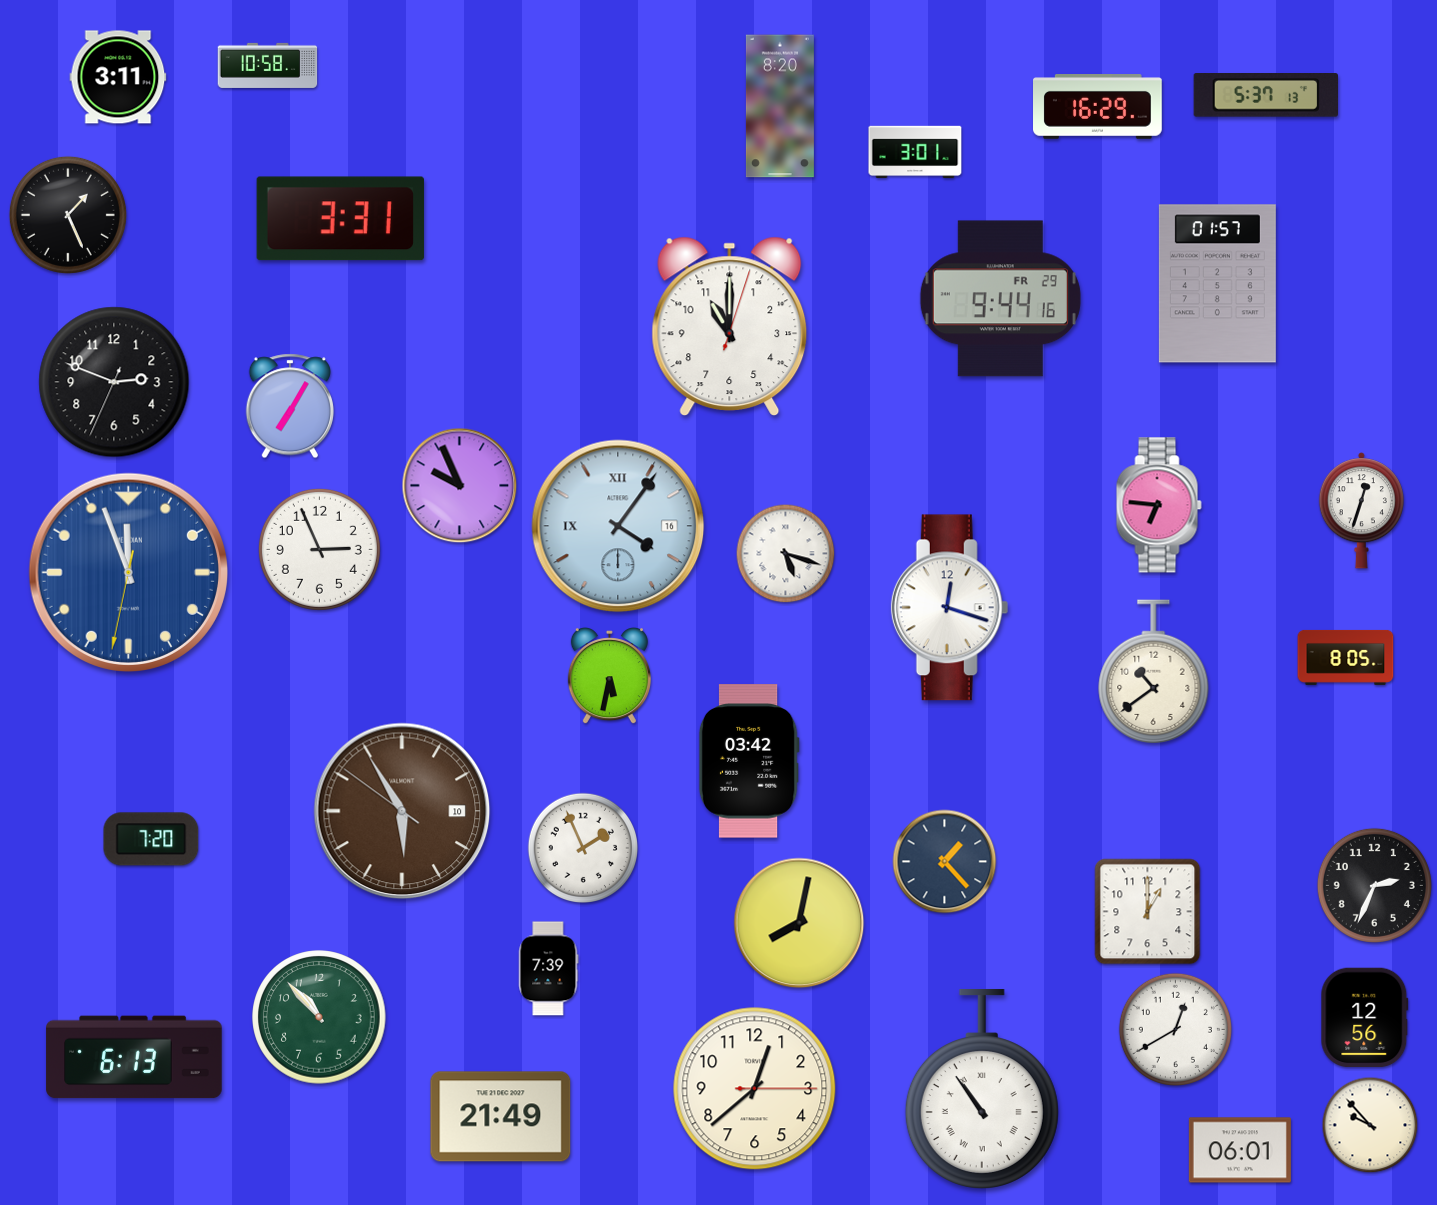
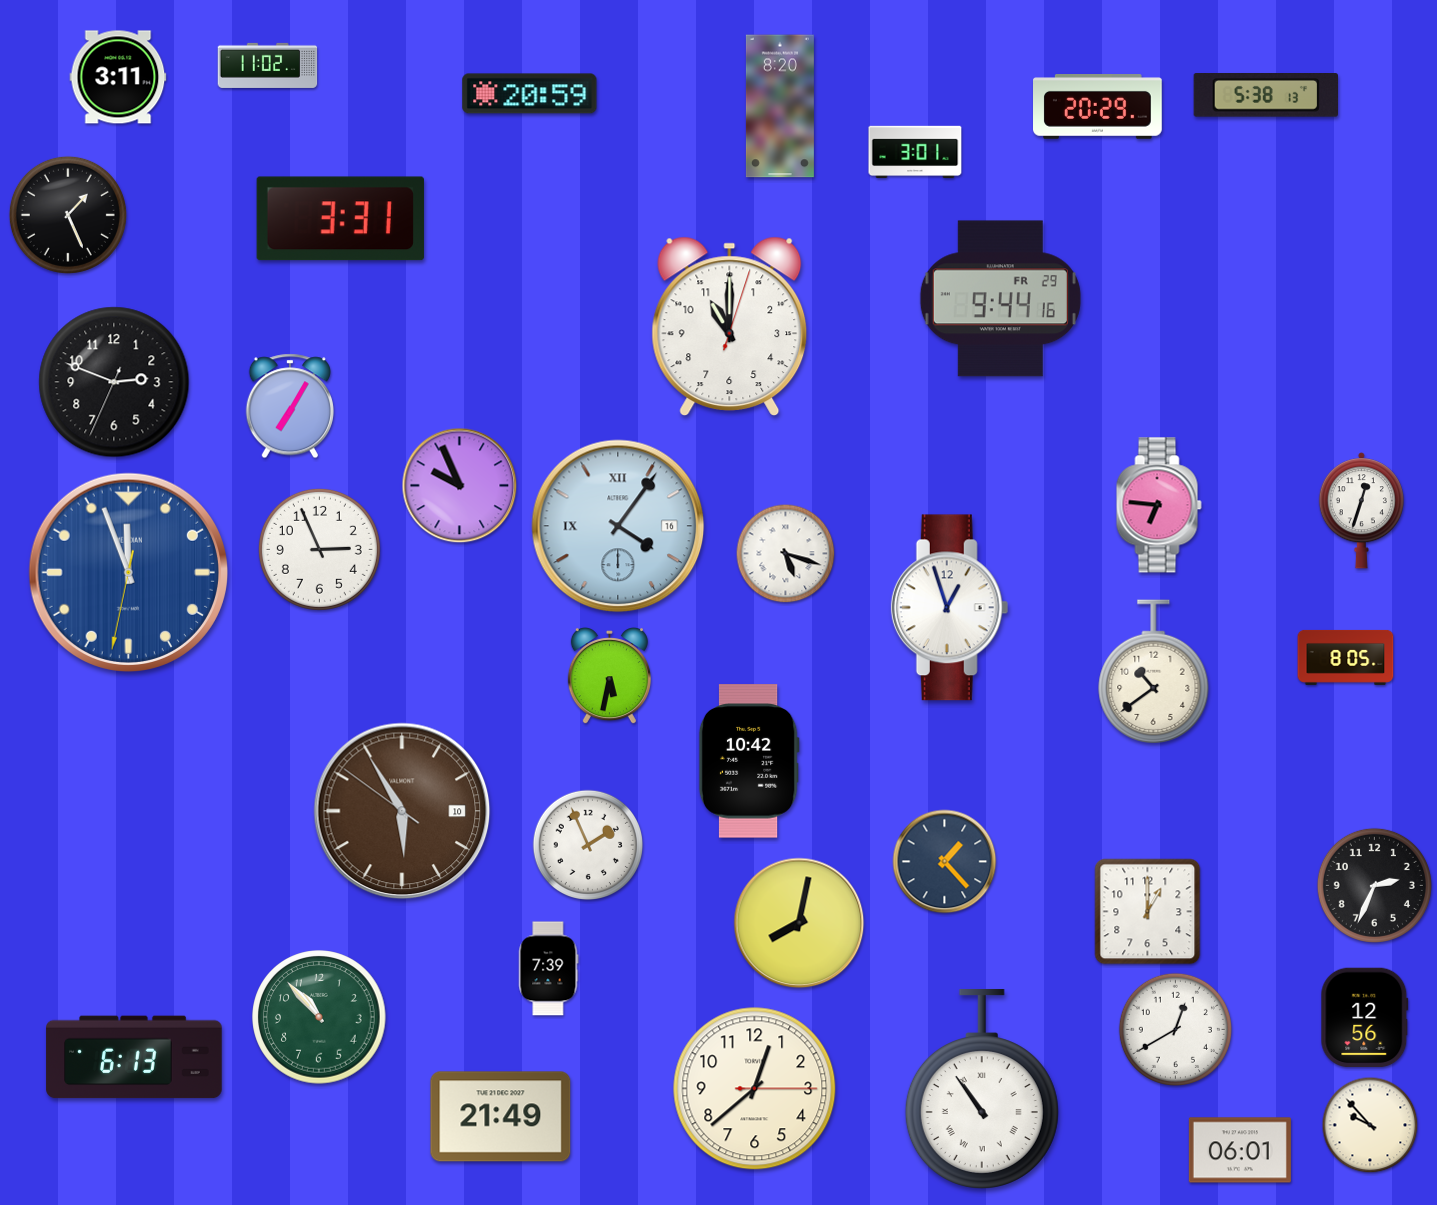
clock at (268, 65): 10:58 -> 11:02
clock at (530, 94): none -> 20:59
clock at (1265, 95): 5:37 -> 5:38
clock at (1098, 107): 16:29 -> 20:29
clock at (1217, 284): 01:57 -> none
clock at (950, 608): 12:18 -> 12:57
clock at (749, 761): 03:42 -> 10:42
clock at (151, 839): 7:20 -> none
clock at (582, 847) position: (582, 847) -> (587, 844)
